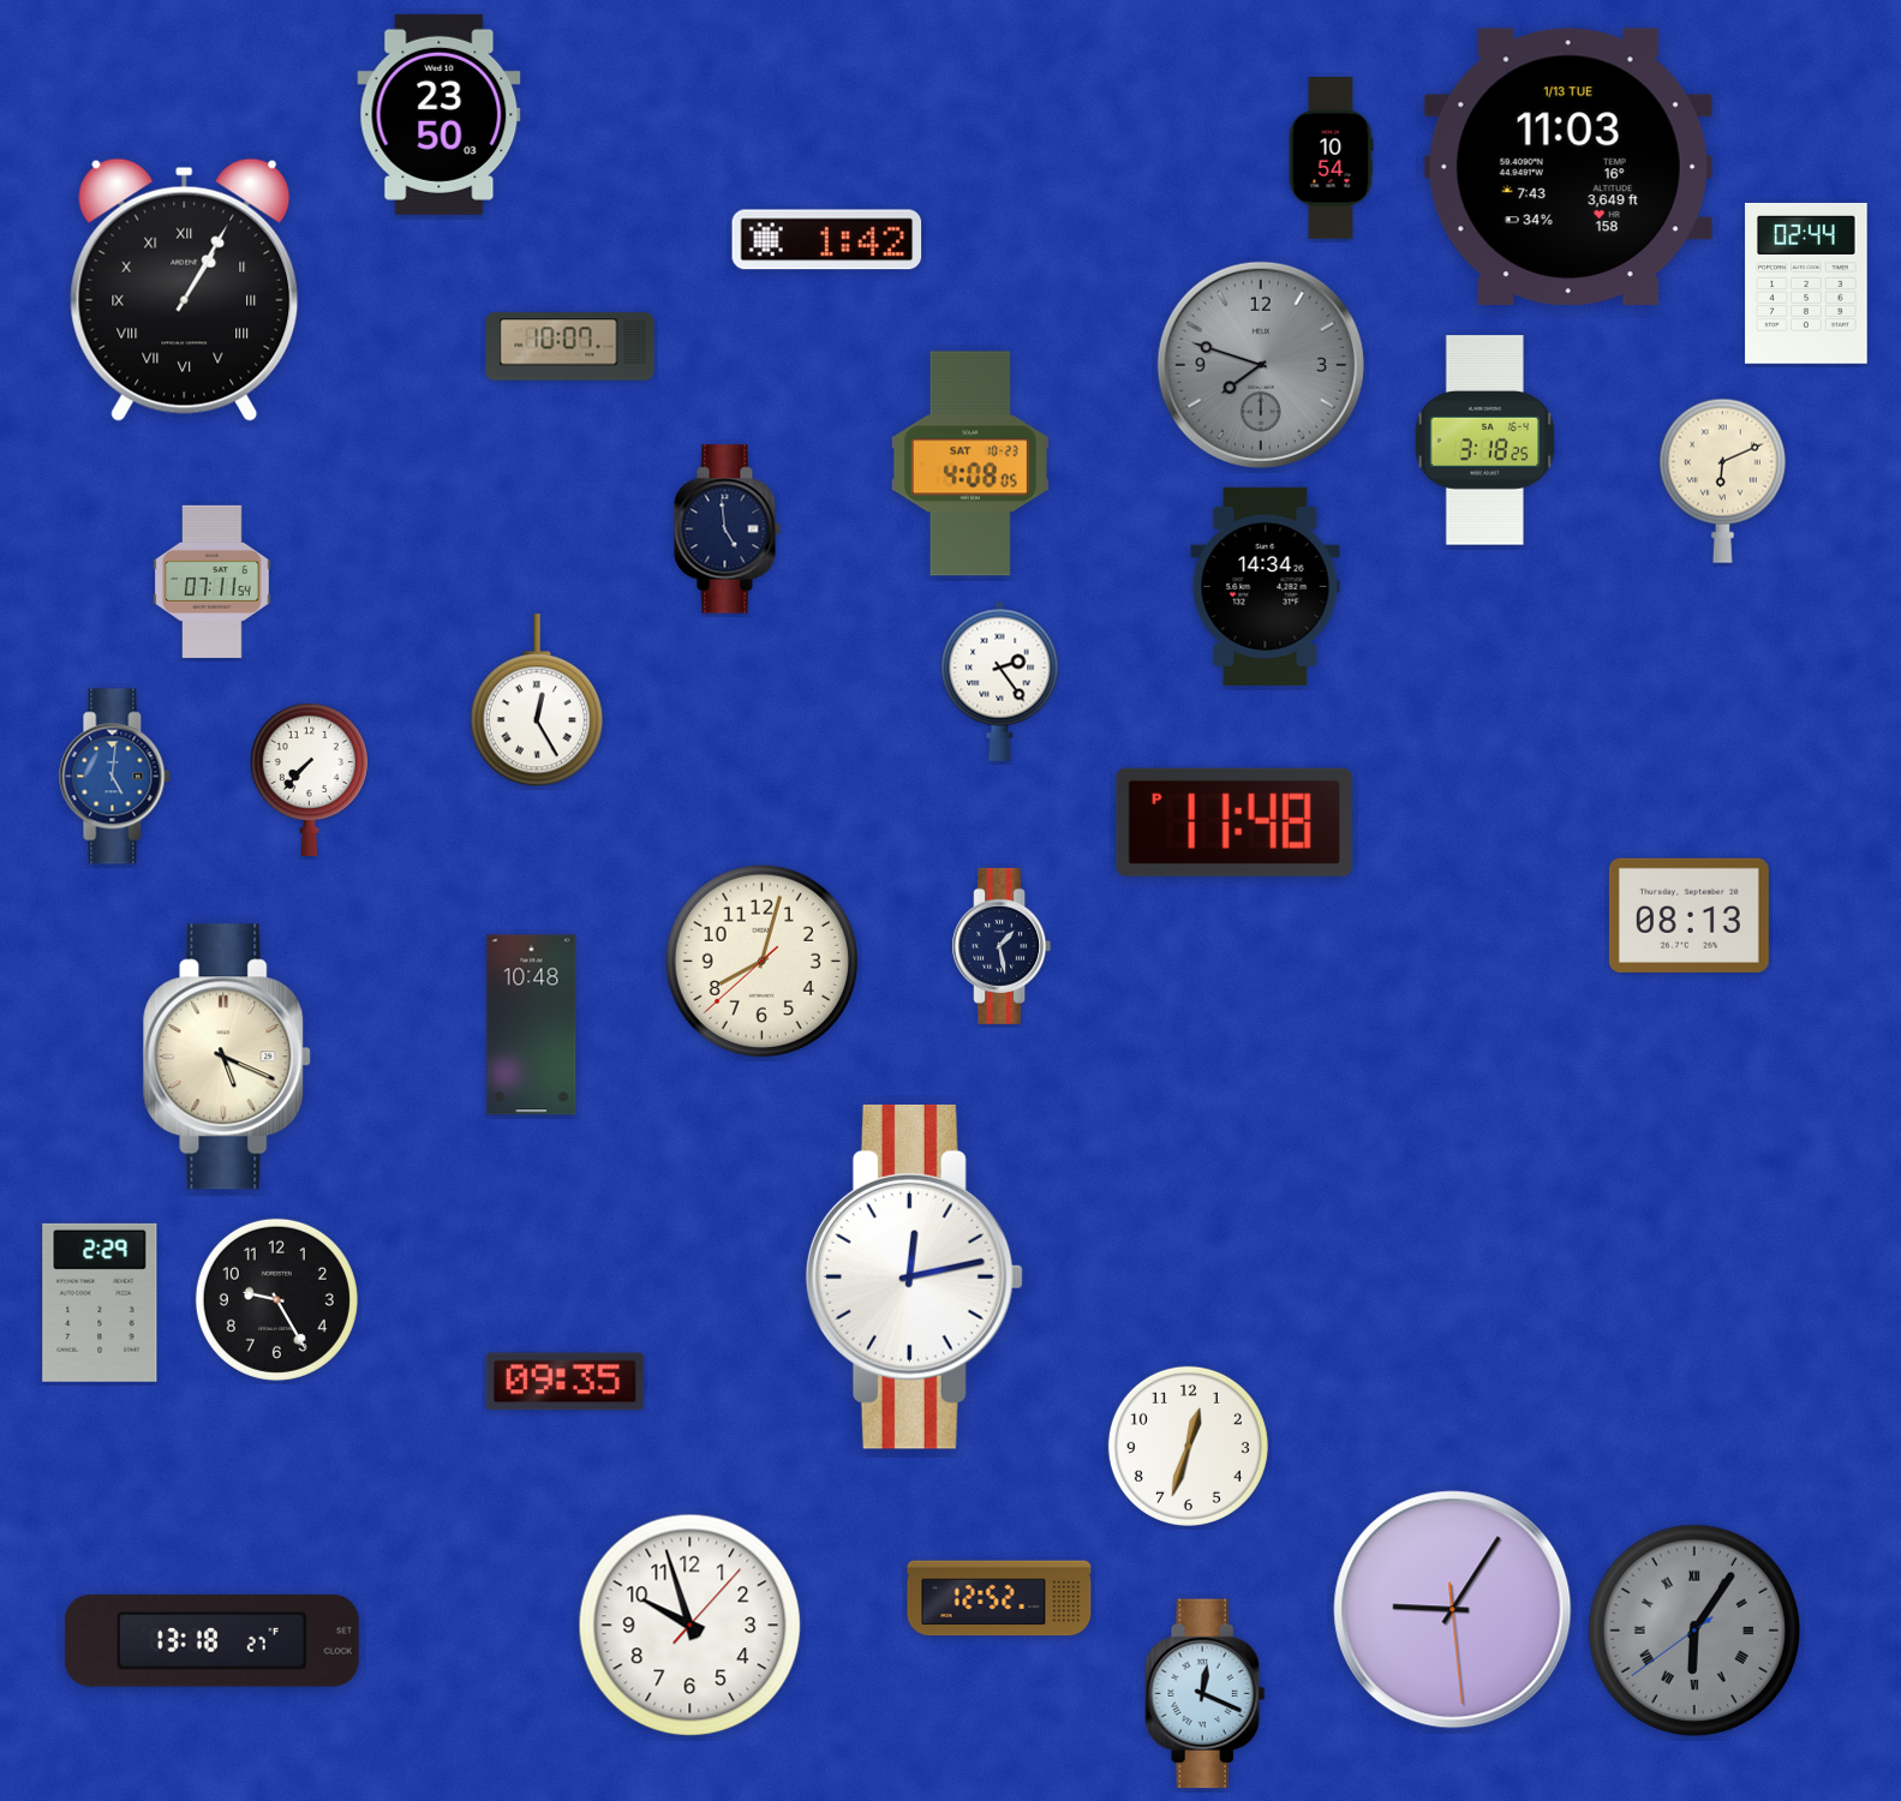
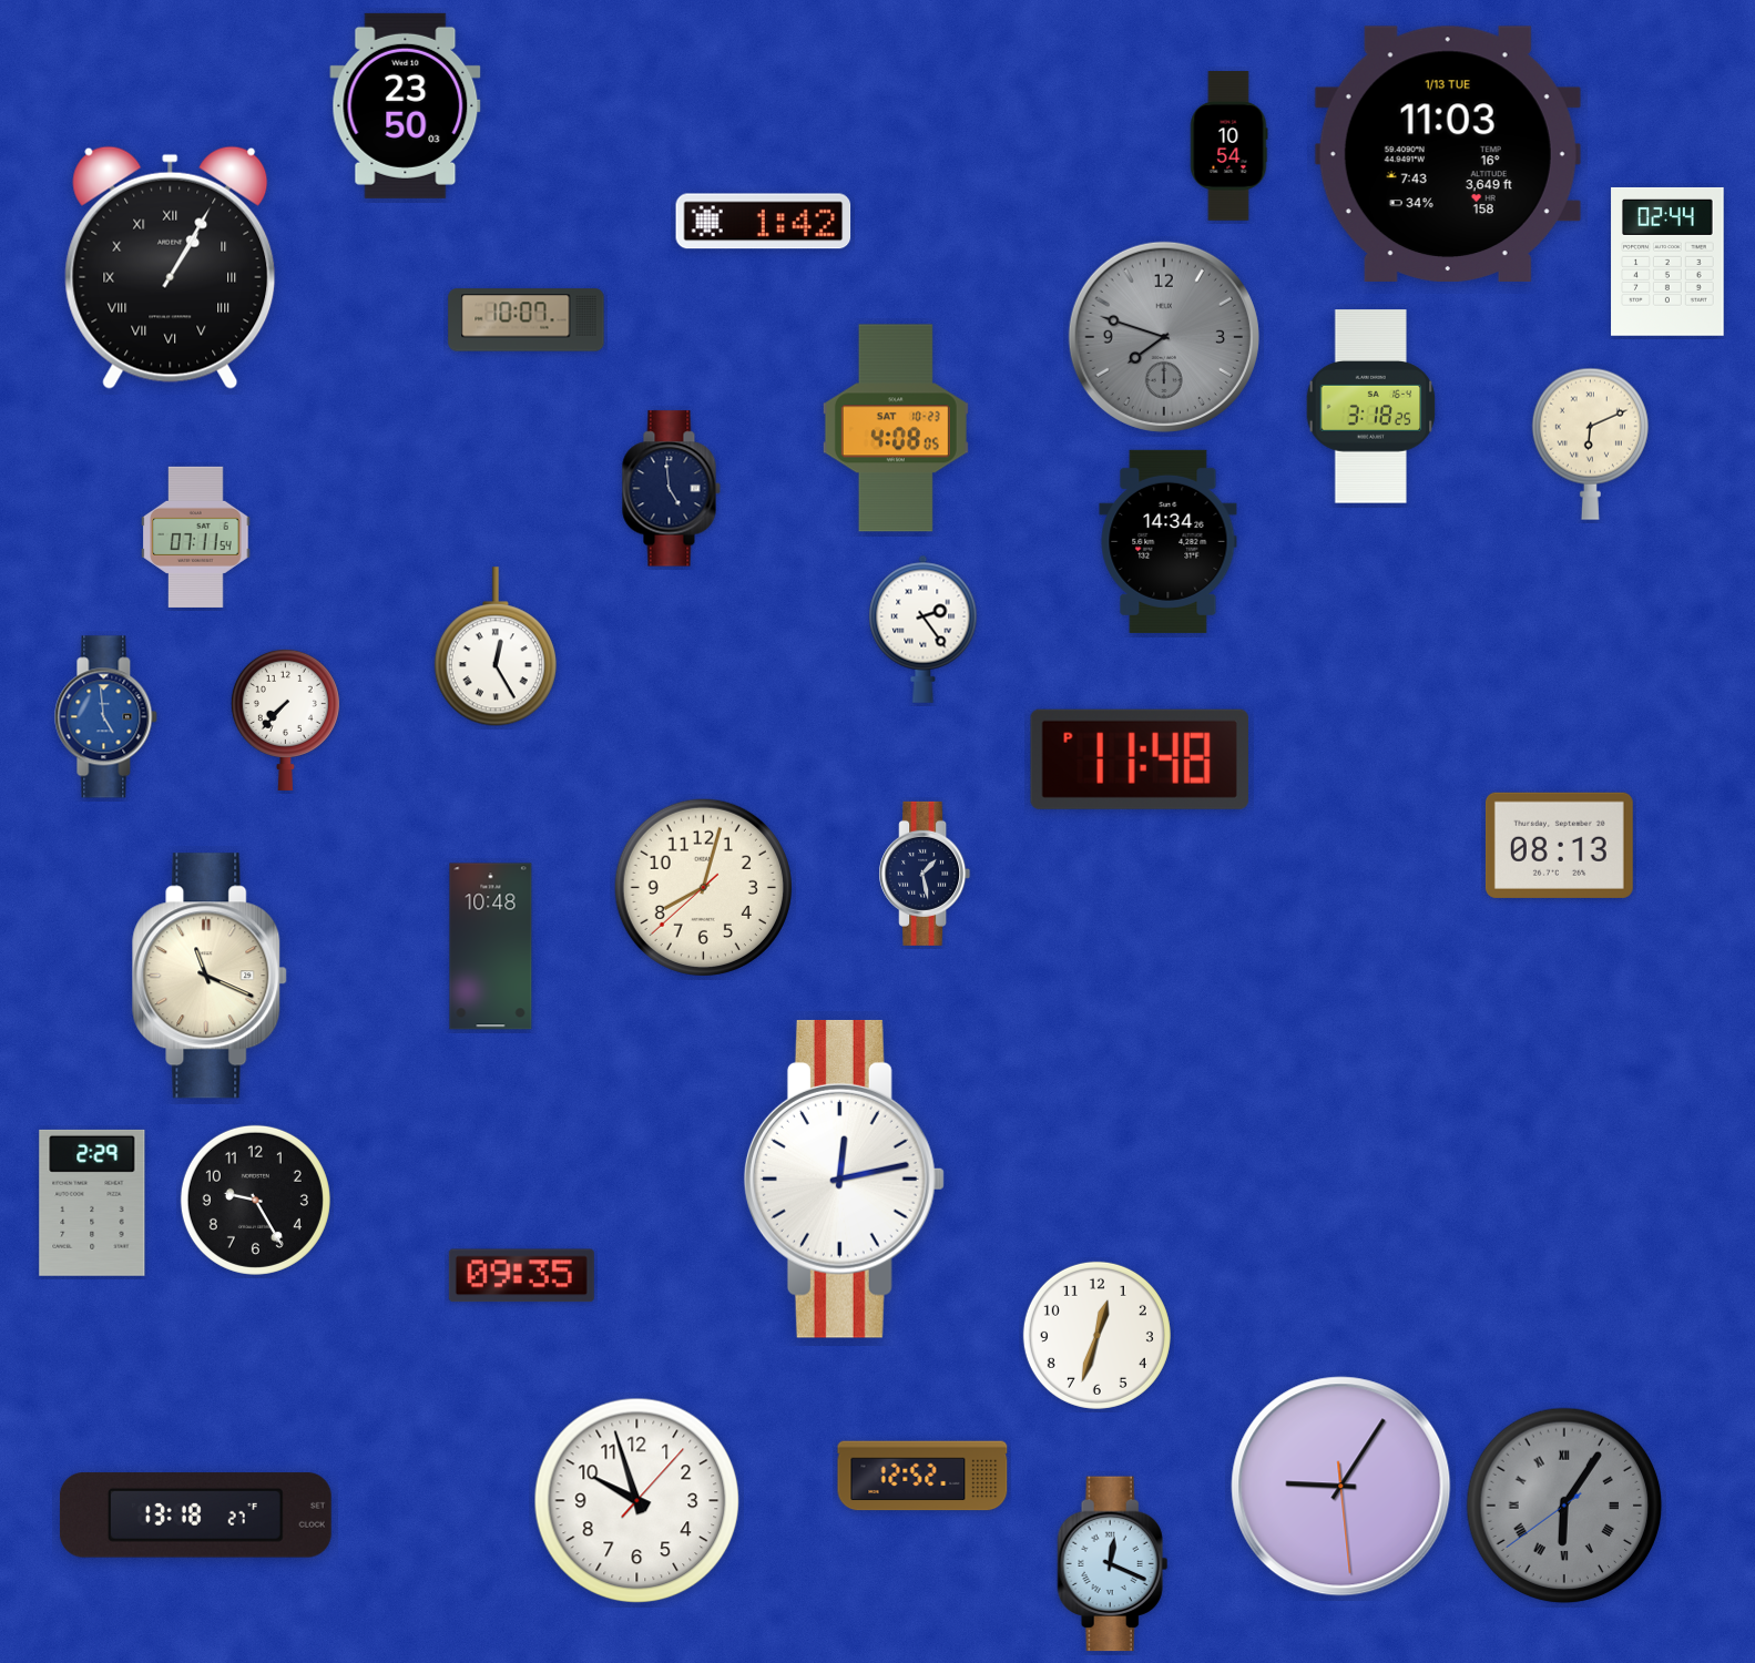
clock at (115, 777): 5:01 -> 4:59
clock at (228, 1057): 5:19 -> 11:19
